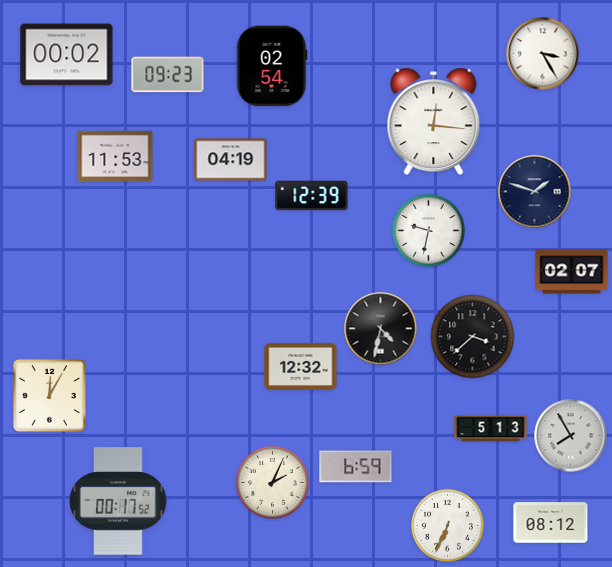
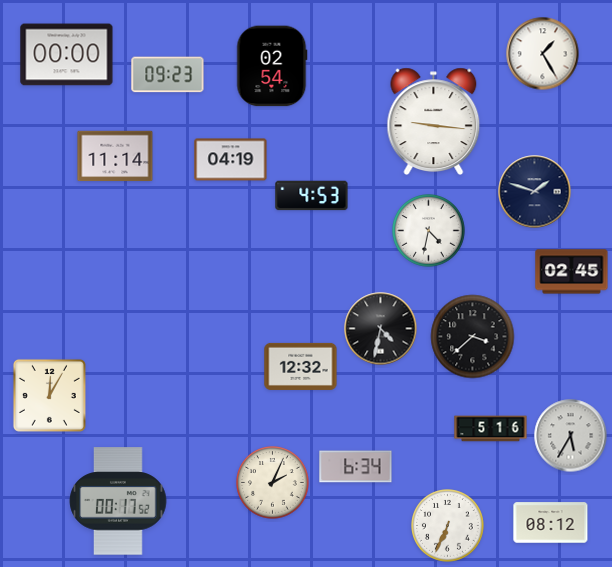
clock at (543, 54): 3:25 -> 1:25
clock at (67, 55): 00:02 -> 00:00
clock at (434, 121): 12:16 -> 9:16
clock at (115, 156): 11:53 -> 11:14
clock at (312, 196): 12:39 -> 4:53
clock at (429, 231): 9:32 -> 4:32
clock at (572, 272): 02:07 -> 02:45
clock at (491, 429): 5:13 -> 5:16
clock at (571, 436): 7:55 -> 5:35
clock at (356, 467): 6:59 -> 6:34
